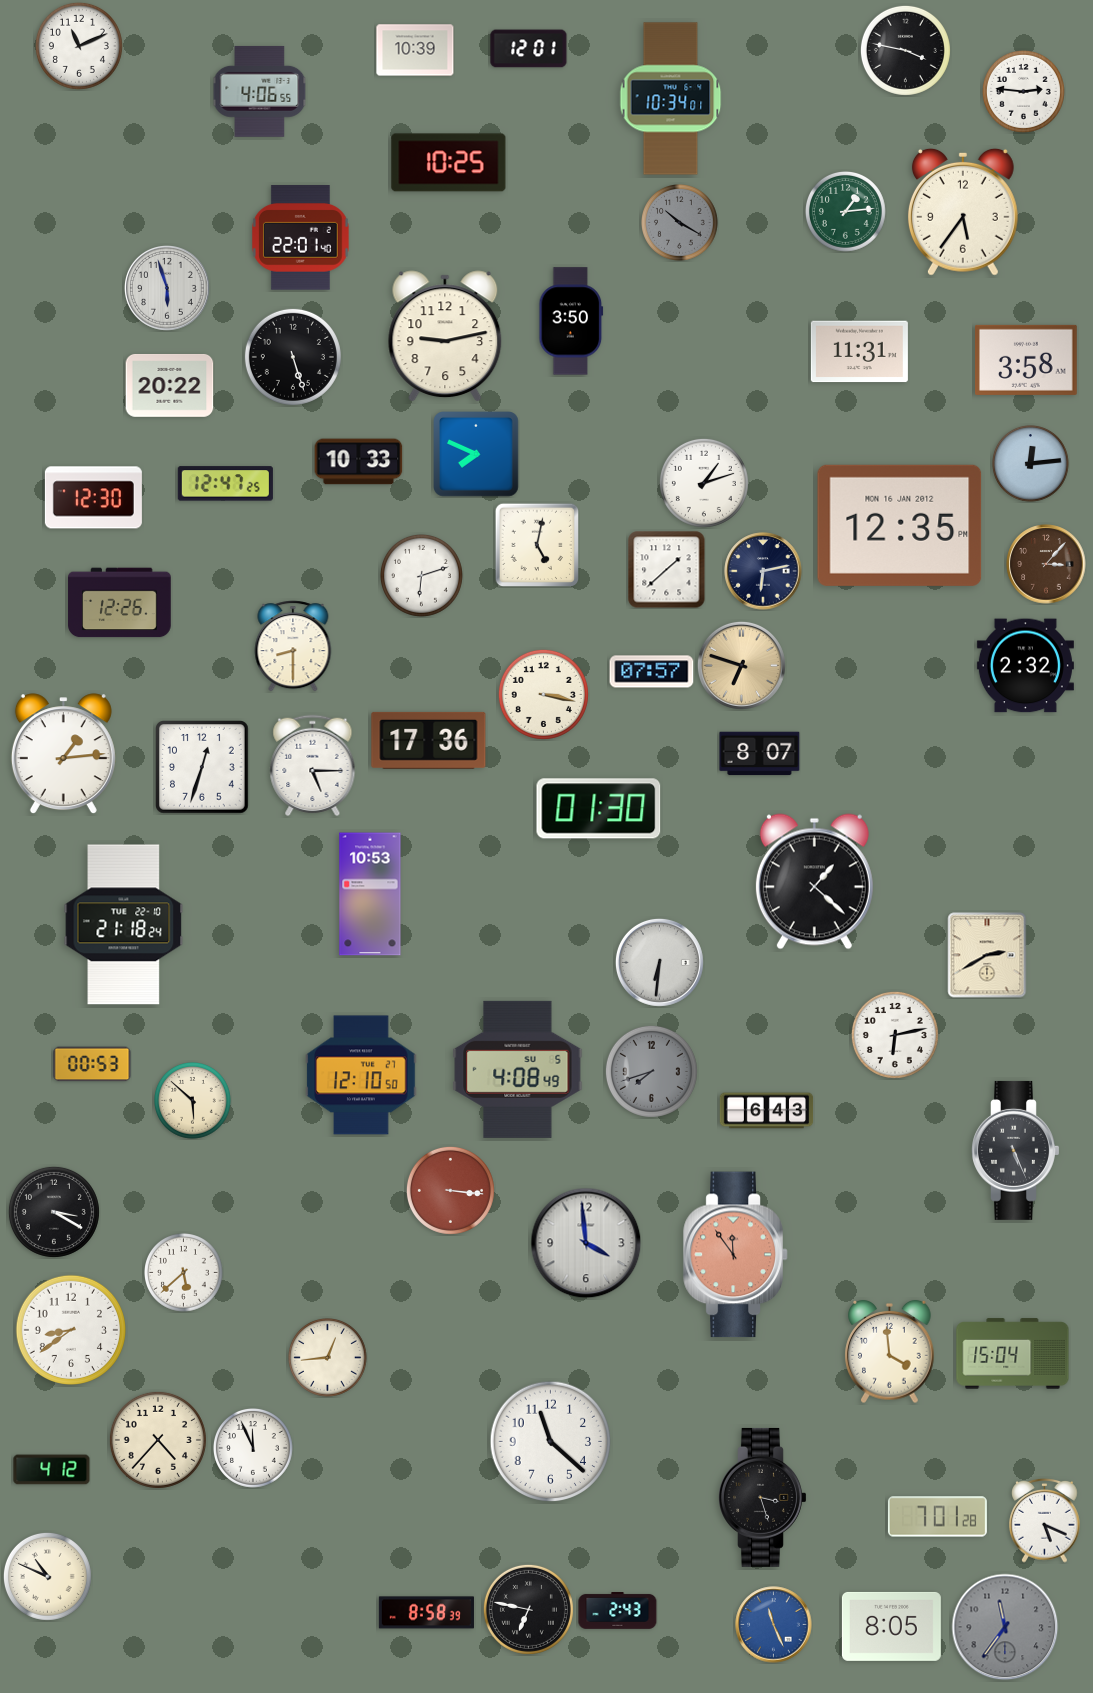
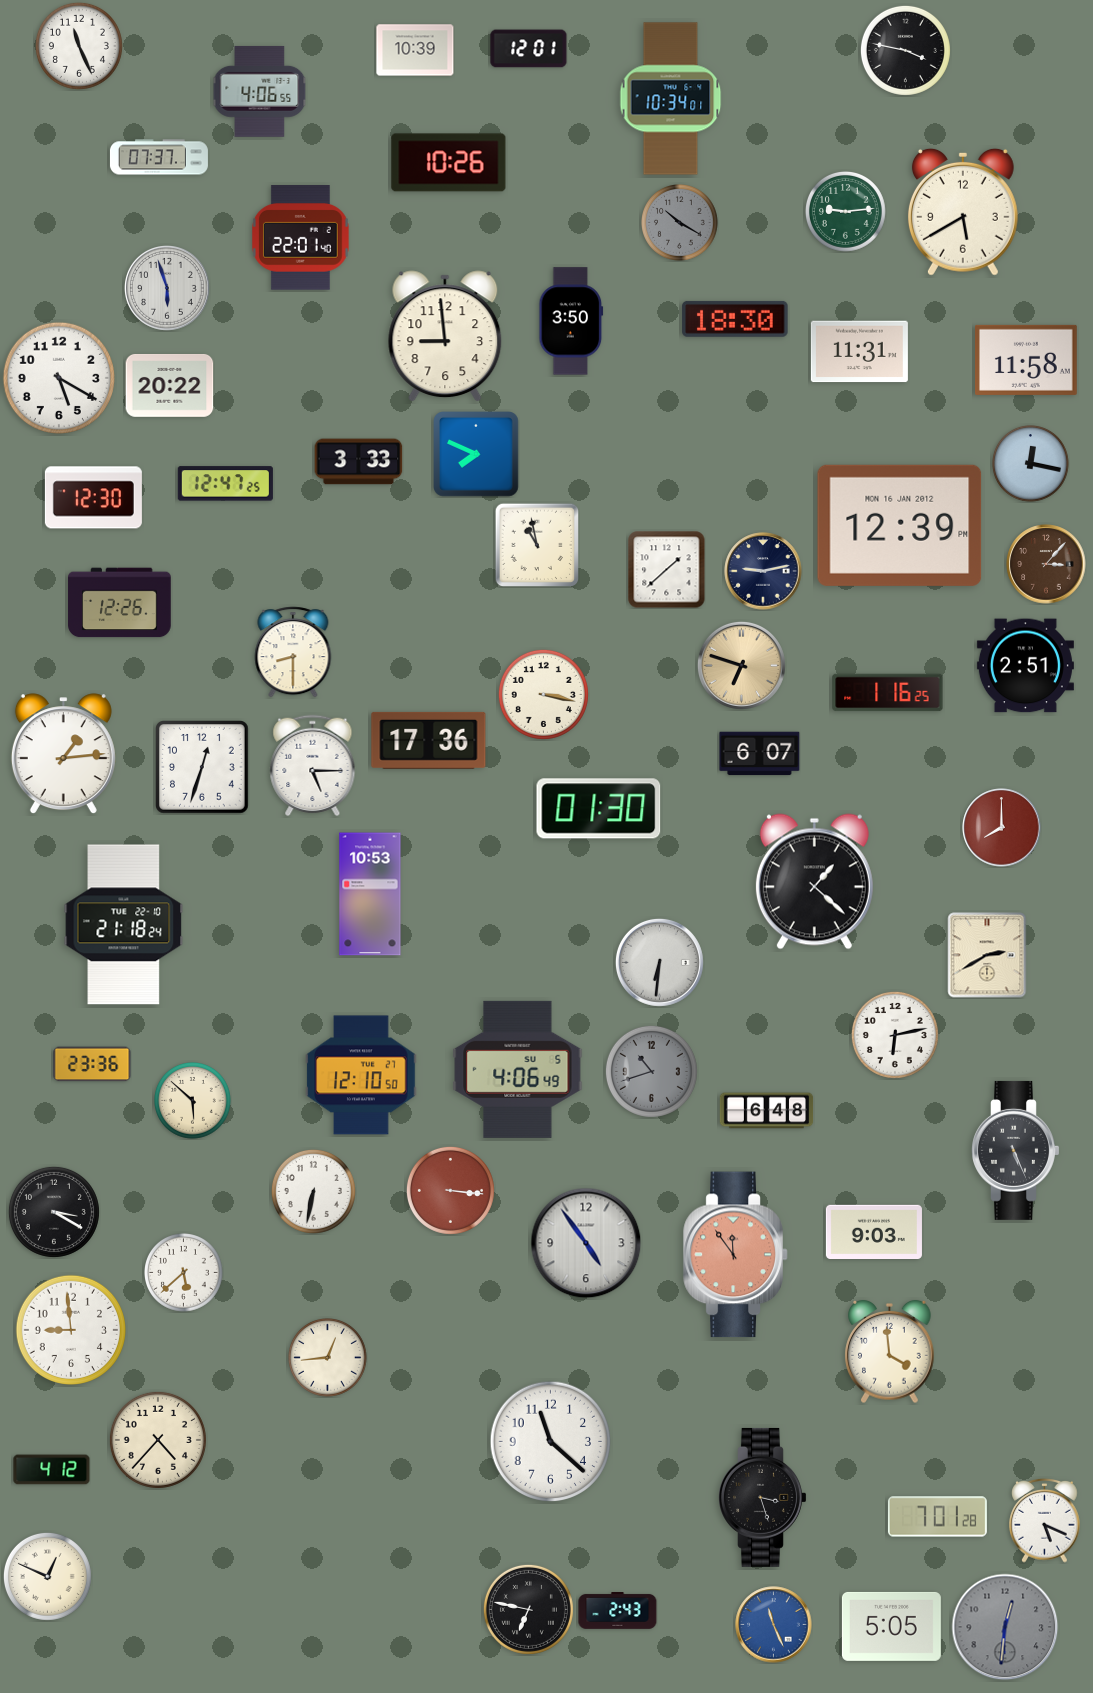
clock at (79, 46): 11:11 -> 11:26
clock at (1023, 91): 2:46 -> none
clock at (159, 157): none -> 07:37
clock at (449, 163): 10:25 -> 10:26
clock at (845, 211): 1:14 -> 9:14
clock at (963, 212): 5:36 -> 5:40
clock at (735, 319): none -> 18:30
clock at (445, 336): 9:13 -> 8:59
clock at (293, 357): 5:27 -> none
clock at (1027, 360): 3:58 -> 11:58
clock at (58, 377): none -> 5:20
clock at (359, 462): 10:33 -> 3:33
clock at (1031, 464): 12:14 -> 12:17
clock at (704, 483): 1:12 -> none
clock at (900, 525): 12:35 -> 12:39
clock at (537, 545): 5:02 -> 10:58
clock at (763, 571): 6:13 -> 9:13
clock at (421, 575): 6:12 -> none
clock at (293, 646) position: (293, 646) -> (293, 652)
clock at (1025, 666): 2:32 -> 2:51
clock at (652, 672): 07:57 -> none
clock at (888, 693): none -> 1:16
clock at (760, 754): 8:07 -> 6:07
clock at (1002, 828): none -> 8:00
clock at (92, 1064): 00:53 -> 23:36
clock at (518, 1069): 4:08 -> 4:06
clock at (651, 1071): 7:42 -> 10:42
clock at (767, 1111): 6:43 -> 6:48
clock at (313, 1191): none -> 6:32
clock at (874, 1231): none -> 9:03
clock at (586, 1243): 3:59 -> 4:54
clock at (71, 1330): 8:39 -> 8:59
clock at (1013, 1354): 15:04 -> none
clock at (253, 1449): 11:56 -> none
clock at (47, 1576): 10:49 -> 12:49
clock at (426, 1613): 8:58 -> none
clock at (891, 1626): 8:05 -> 5:05
clock at (1005, 1627): 11:36 -> 12:31
